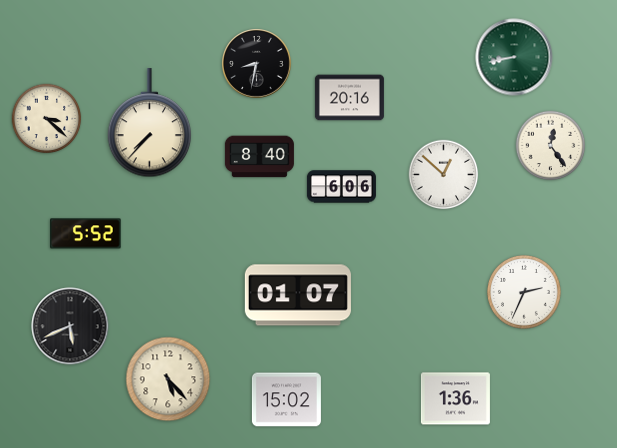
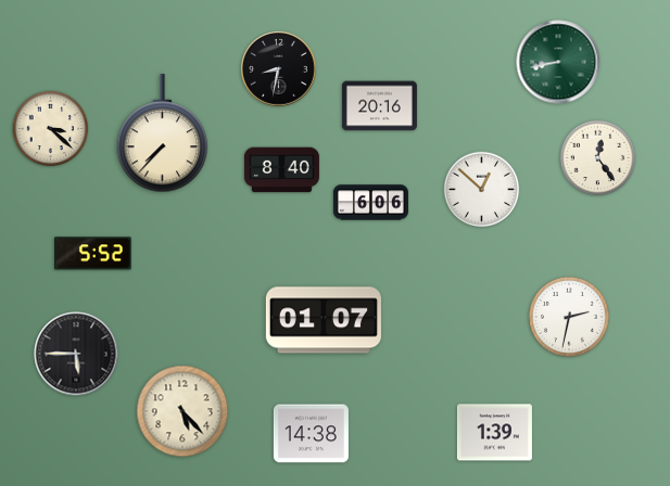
clock at (525, 293): 2:34 -> 2:32
clock at (70, 326): 5:41 -> 5:45
clock at (455, 399): 1:36 -> 1:39
clock at (286, 400): 15:02 -> 14:38
